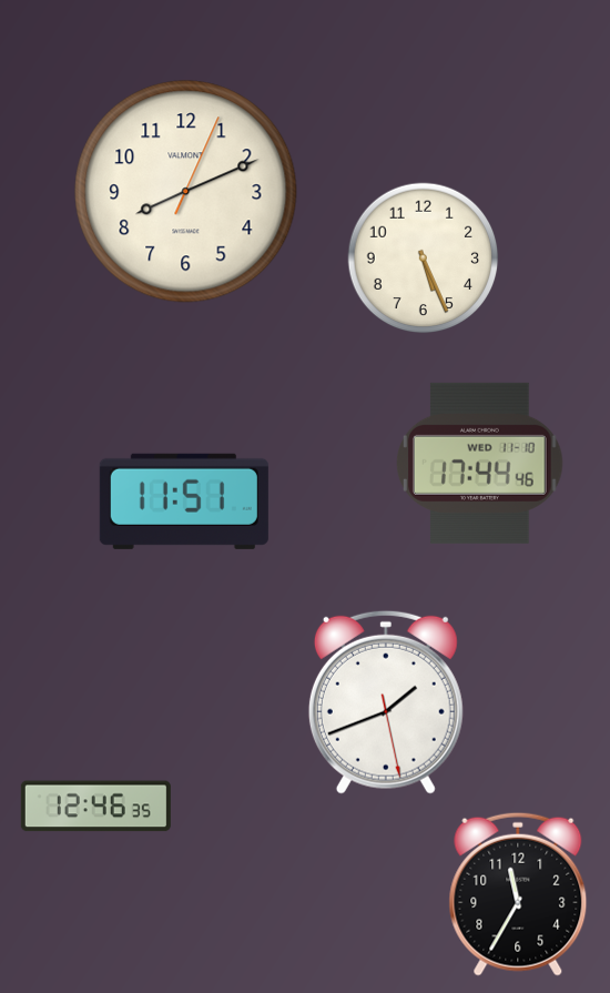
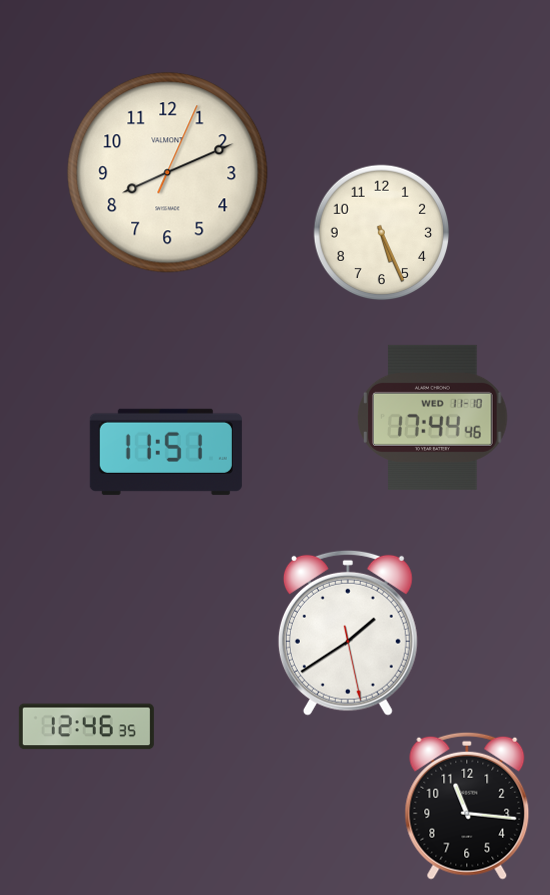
clock at (386, 702): 1:41 -> 1:39
clock at (518, 894): 11:35 -> 11:16
